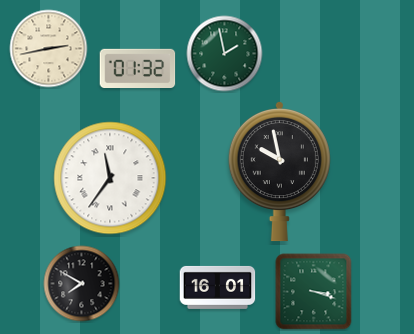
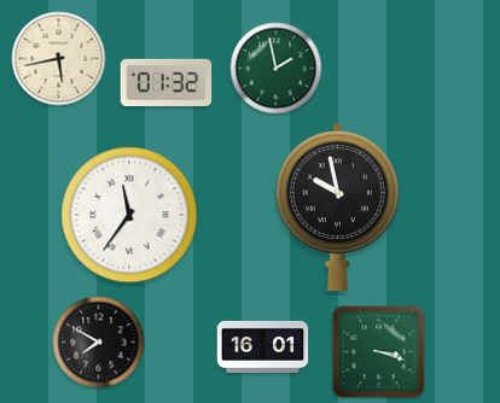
clock at (49, 49): 2:43 -> 5:43
clock at (225, 54) position: (225, 54) -> (277, 69)
clock at (110, 178) position: (110, 178) -> (129, 215)
